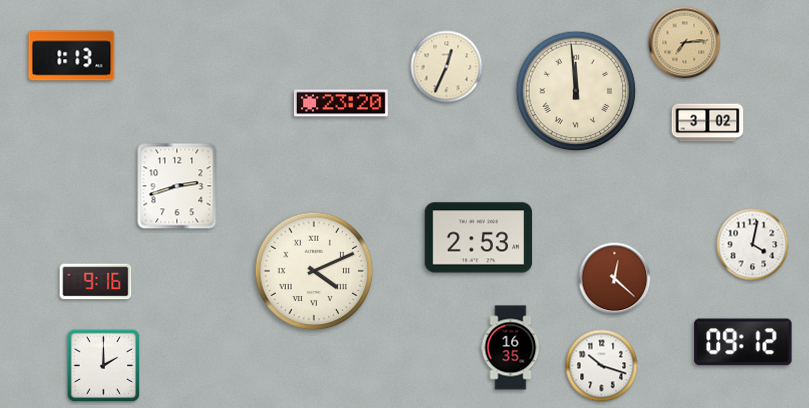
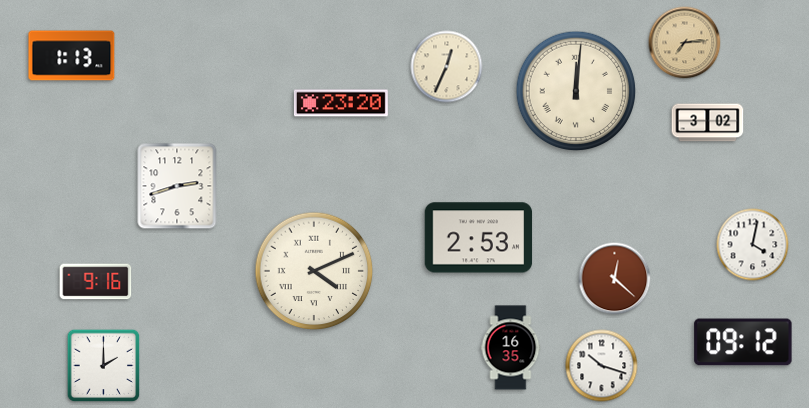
clock at (576, 91): 11:59 -> 12:01
